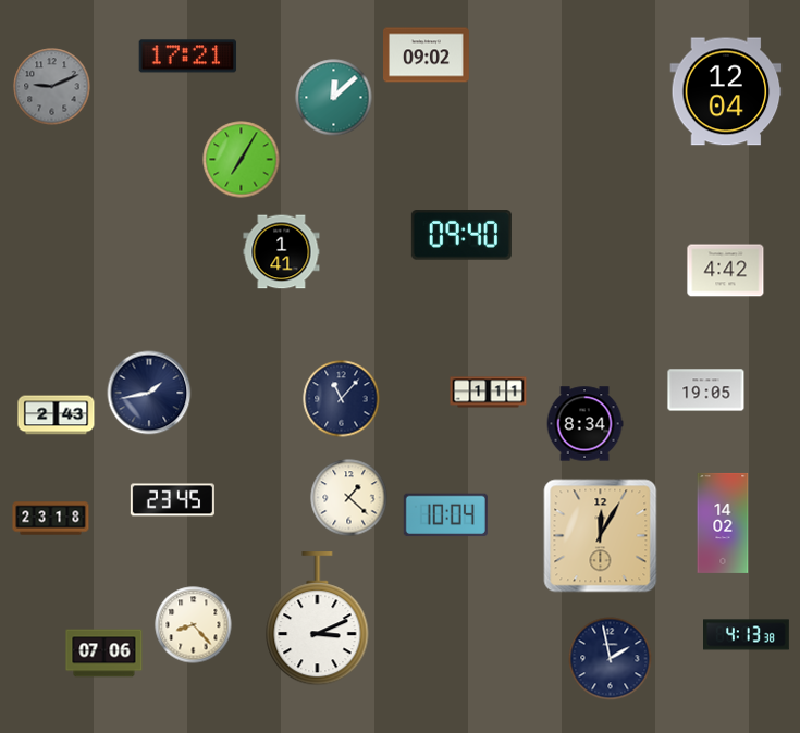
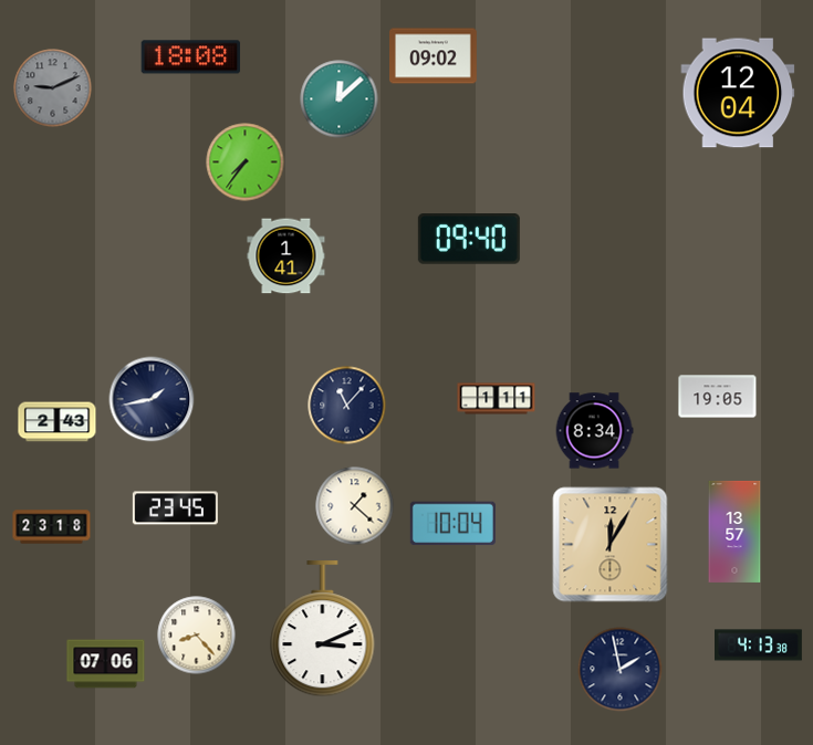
clock at (188, 57): 17:21 -> 18:08
clock at (242, 160): 7:05 -> 7:36
clock at (726, 271): 4:42 -> none
clock at (723, 523): 14:02 -> 13:57
